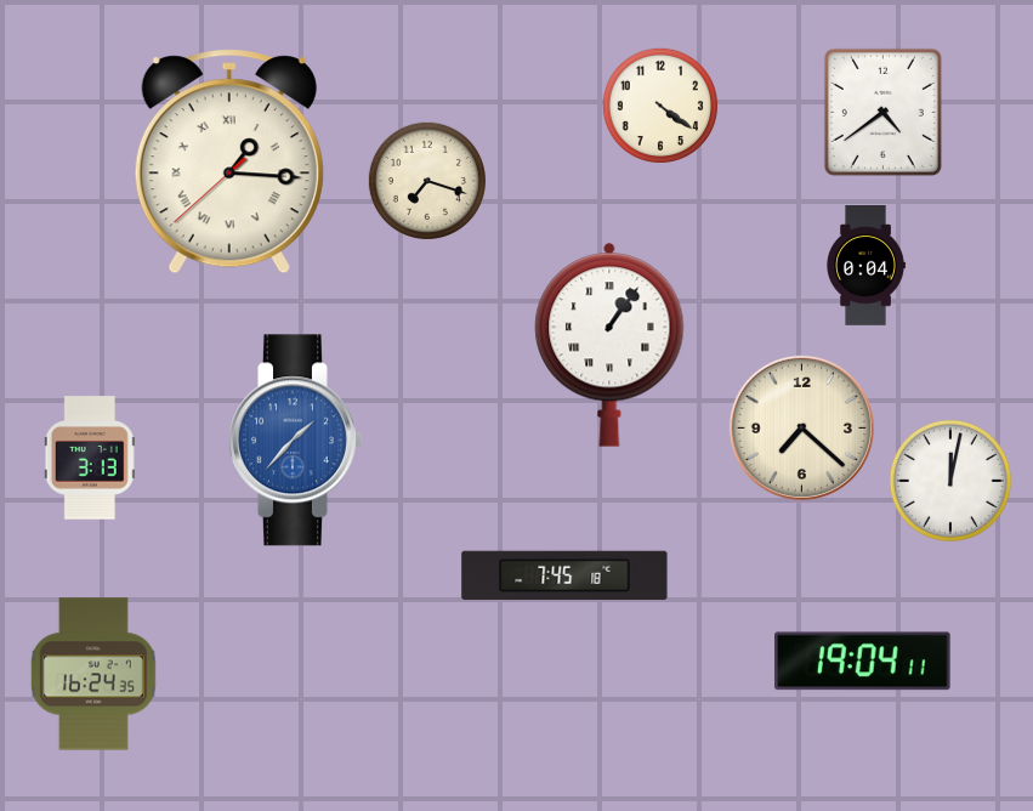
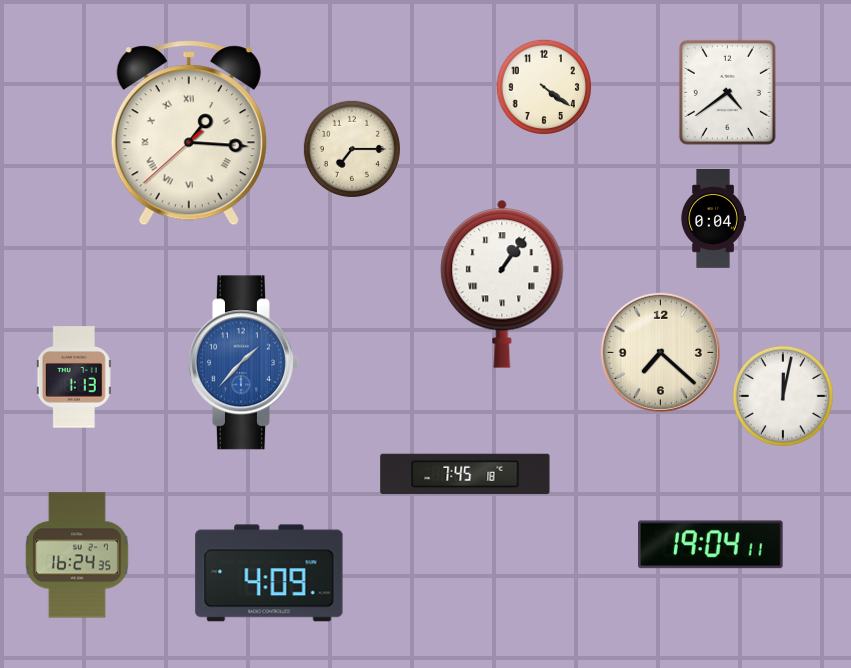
clock at (427, 181): 7:18 -> 7:15
clock at (90, 458): 3:13 -> 1:13
clock at (269, 573): none -> 4:09
